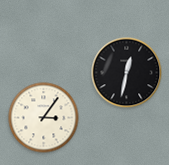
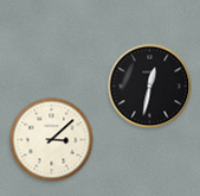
clock at (44, 118): 3:06 -> 3:08
